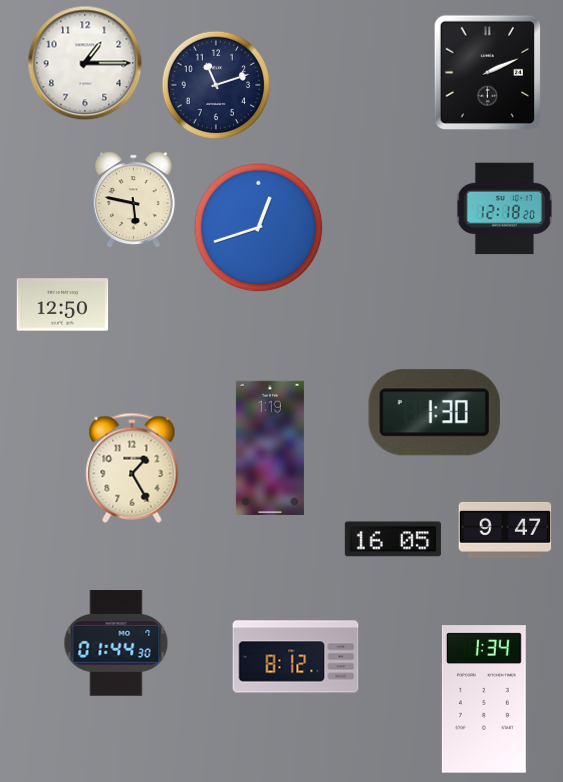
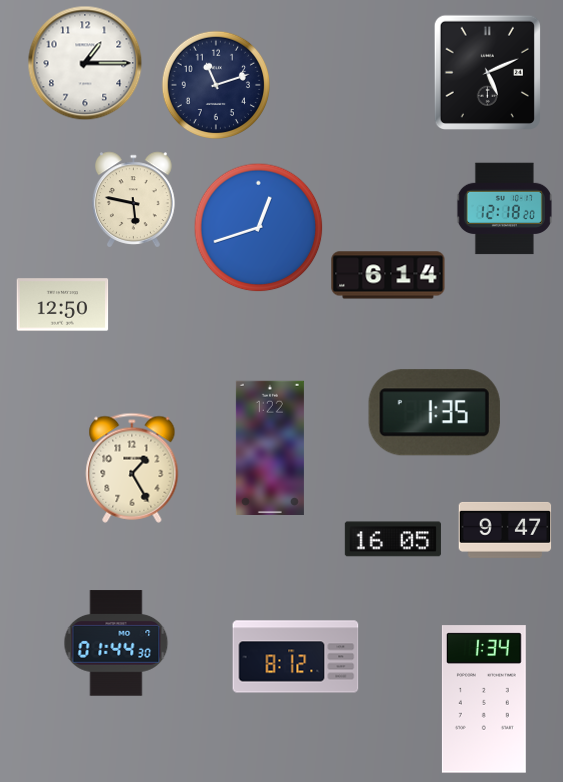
clock at (487, 72): 2:11 -> 5:11
clock at (388, 275): none -> 6:14
clock at (434, 413): 1:30 -> 1:35
clock at (270, 447): 1:19 -> 1:22
